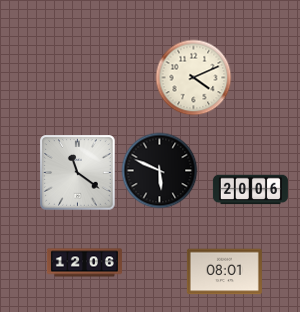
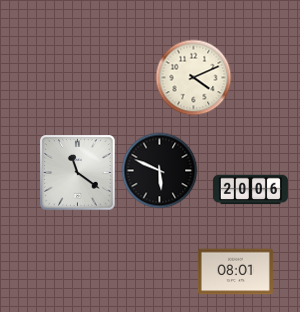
clock at (84, 263): 12:06 -> none
clock at (224, 272) position: (224, 272) -> (235, 272)
